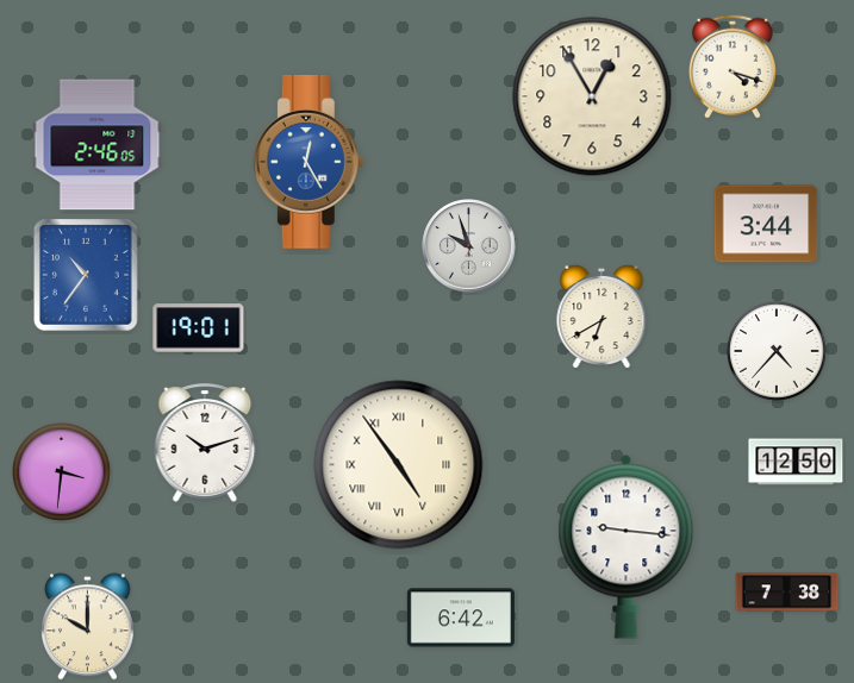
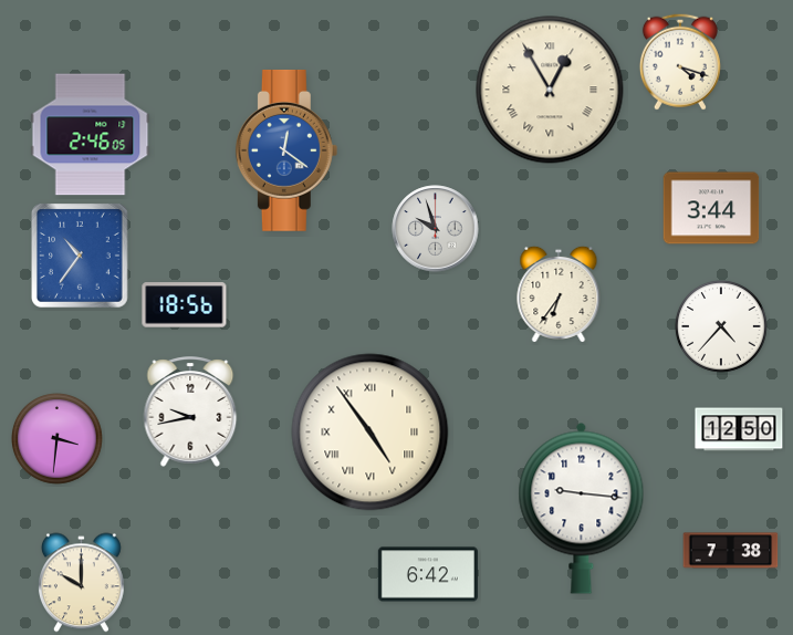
clock at (592, 96) numerals: Arabic -> Roman
clock at (308, 162): 12:25 -> 12:21
clock at (601, 315): 6:40 -> 6:36
clock at (199, 328): 19:01 -> 18:56
clock at (205, 443): 10:12 -> 9:43
